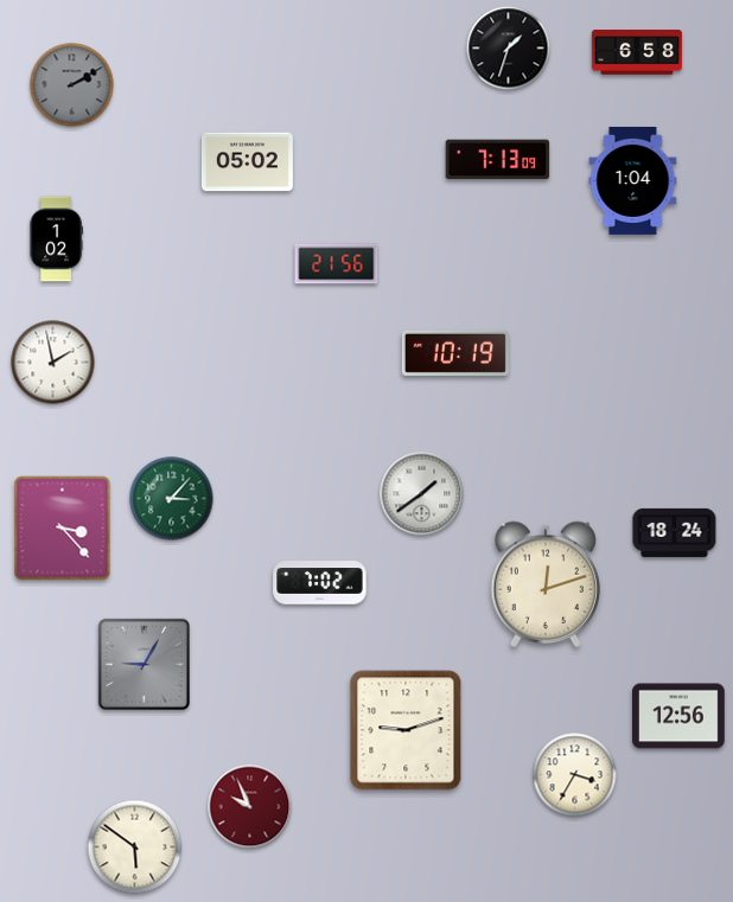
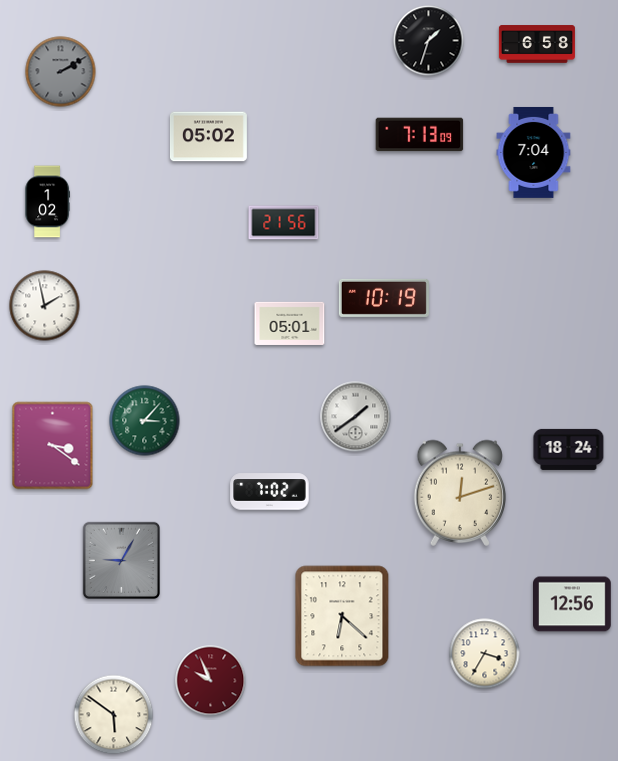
clock at (633, 180): 1:04 -> 7:04
clock at (290, 323): none -> 05:01
clock at (63, 529): 3:23 -> 3:21
clock at (406, 730): 9:12 -> 6:22
